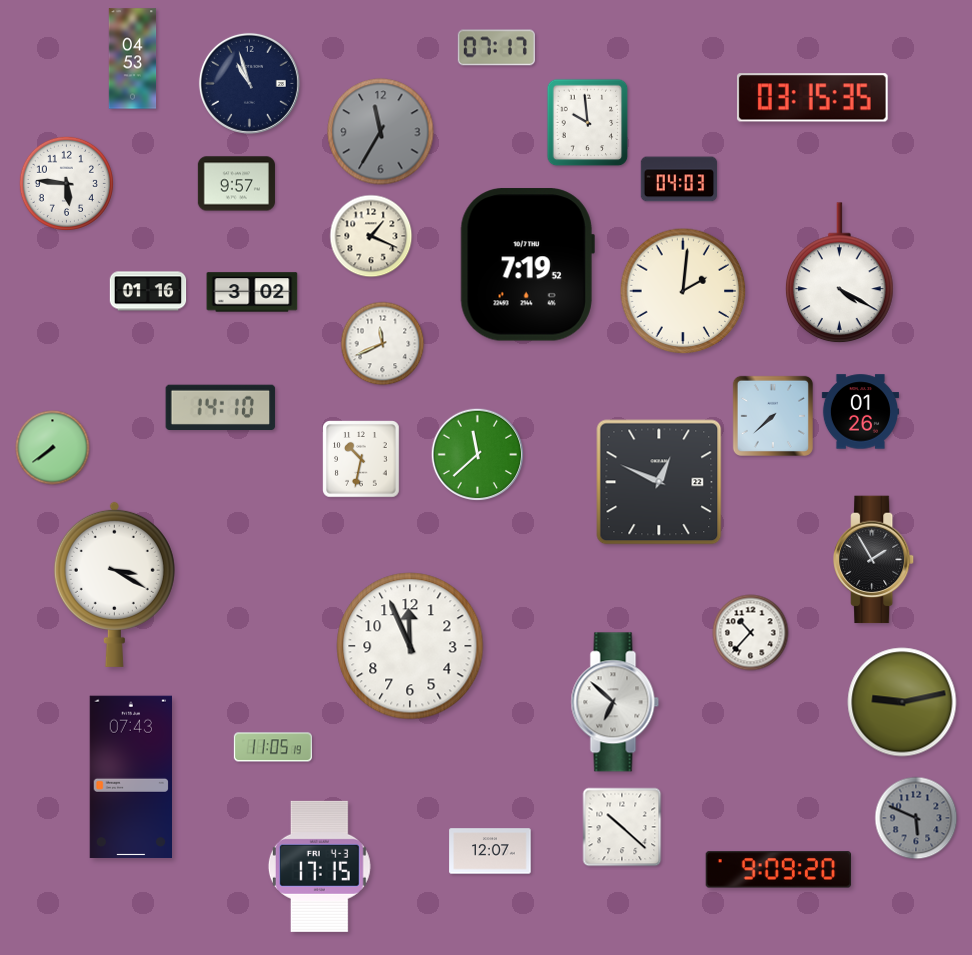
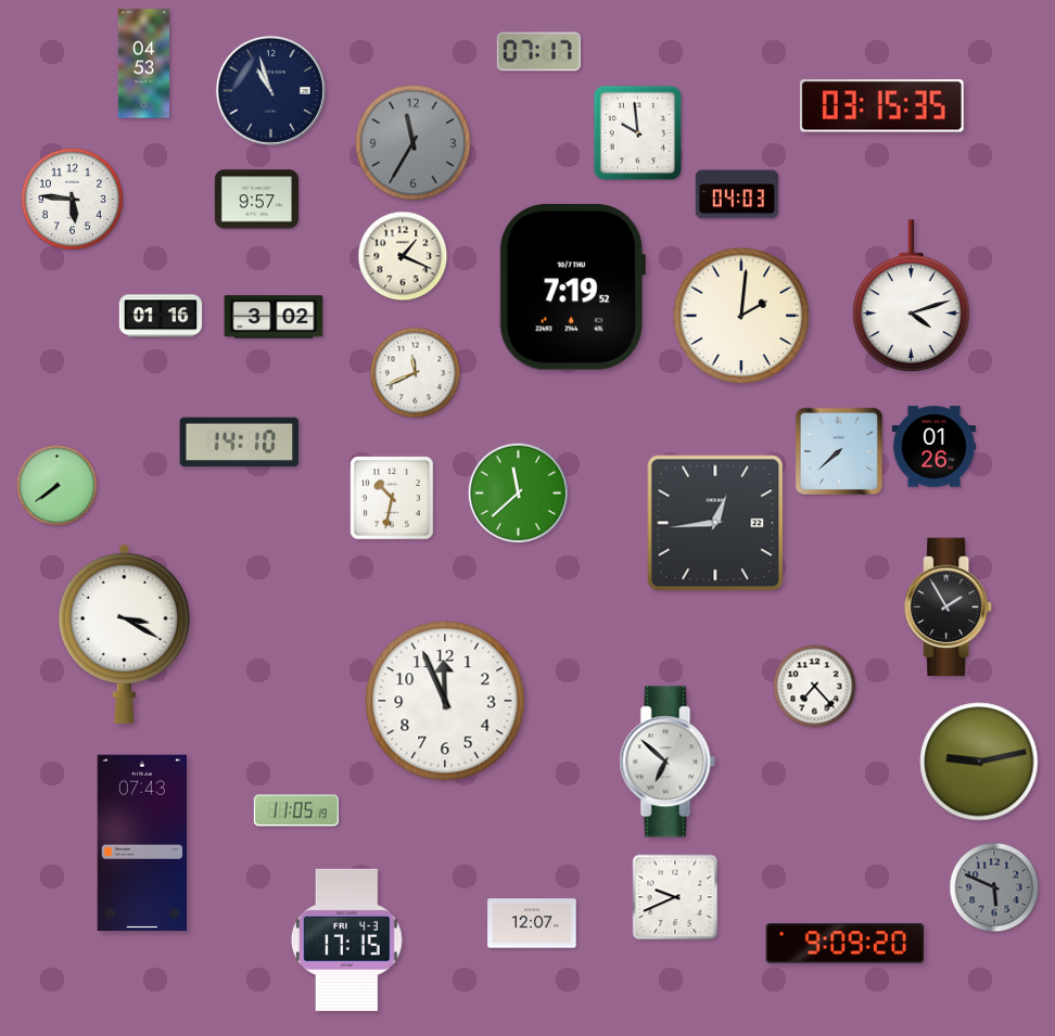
clock at (840, 273): 4:20 -> 4:12
clock at (659, 482): 12:49 -> 12:44
clock at (751, 633): 10:37 -> 7:23
clock at (622, 827): 10:22 -> 9:41
